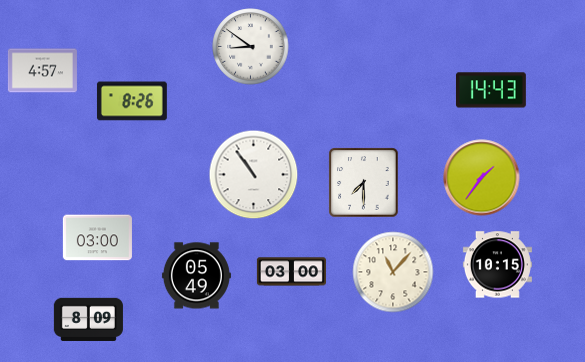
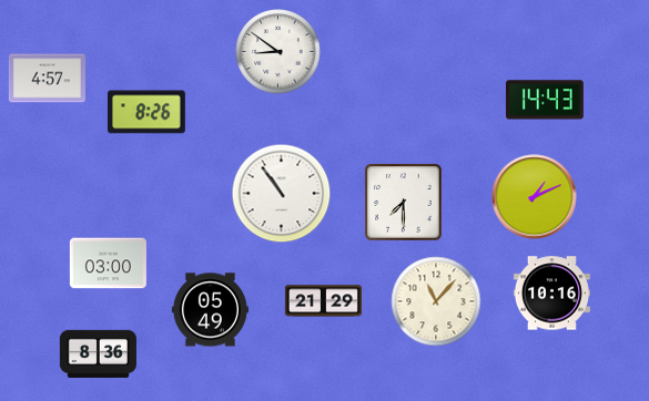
clock at (482, 178): 1:36 -> 1:11
clock at (497, 265): 10:15 -> 10:16
clock at (291, 272): 03:00 -> 21:29
clock at (196, 276) position: (196, 276) -> (210, 310)
clock at (88, 319): 8:09 -> 8:36
